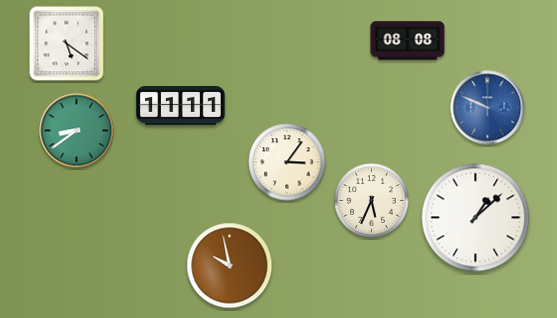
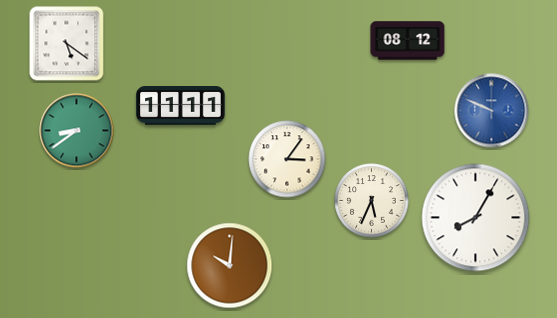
clock at (408, 41): 08:08 -> 08:12
clock at (488, 108) position: (488, 108) -> (492, 111)
clock at (287, 162) position: (287, 162) -> (287, 159)
clock at (476, 218): 1:08 -> 8:05
clock at (230, 266): 9:58 -> 10:01
